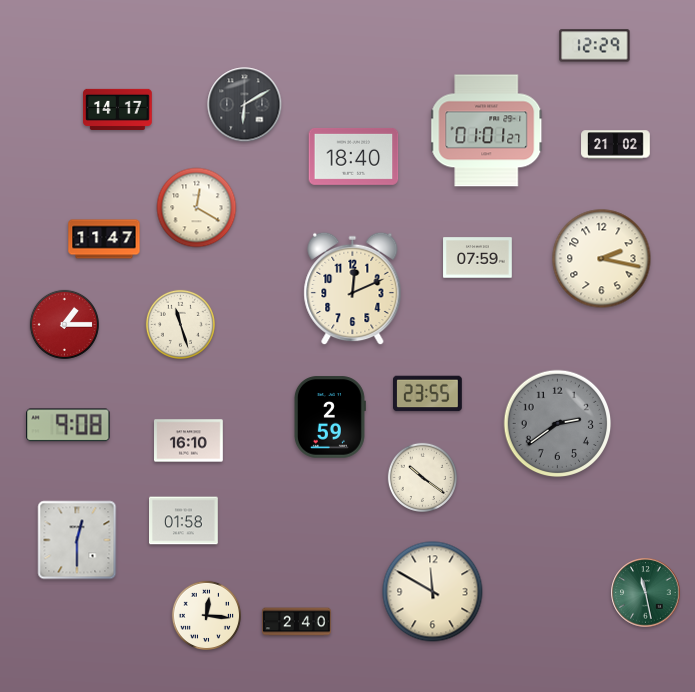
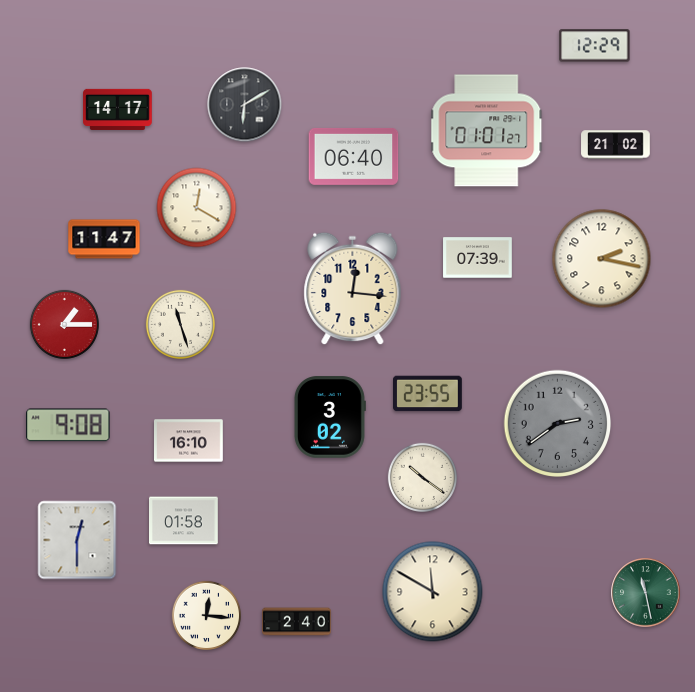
clock at (354, 156): 18:40 -> 06:40
clock at (478, 258): 07:59 -> 07:39
clock at (353, 289): 12:11 -> 12:16
clock at (329, 417): 2:59 -> 3:02
